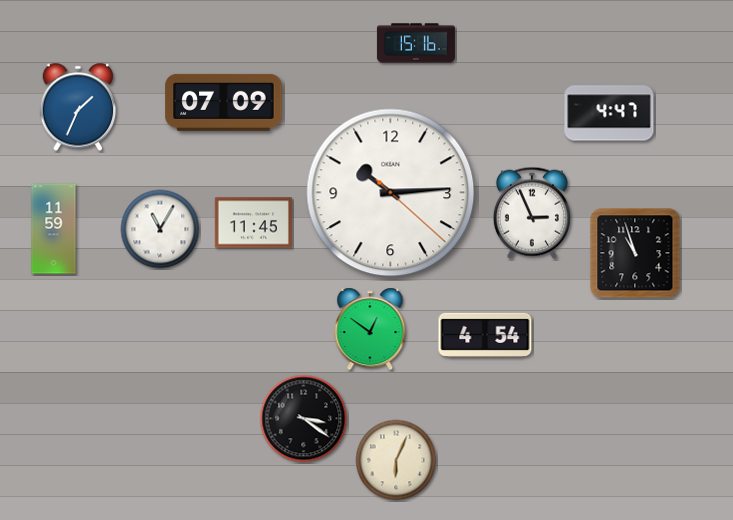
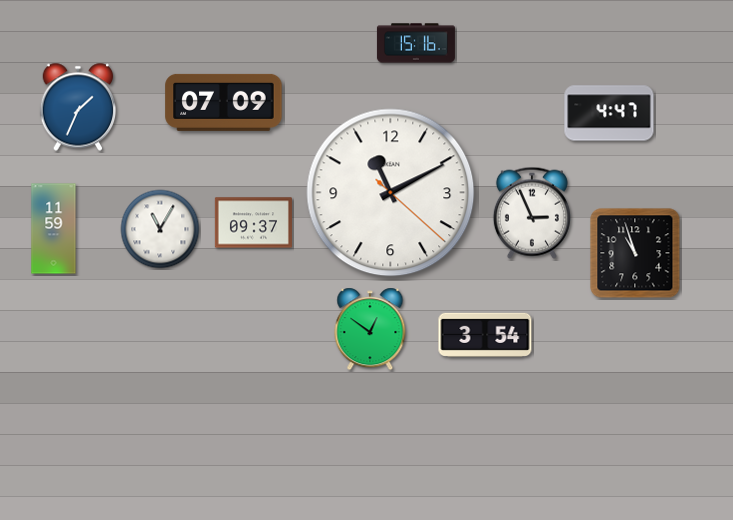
clock at (391, 193): 10:14 -> 11:10
clock at (253, 223): 11:45 -> 09:37
clock at (485, 335): 4:54 -> 3:54
clock at (304, 419): 3:21 -> none
clock at (396, 460): 6:04 -> none
